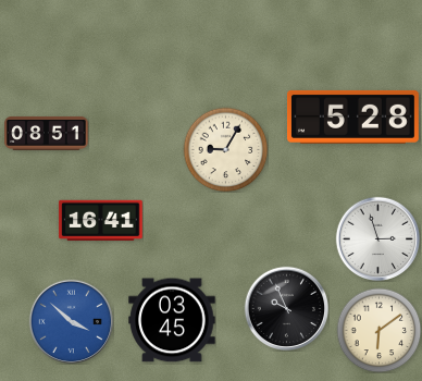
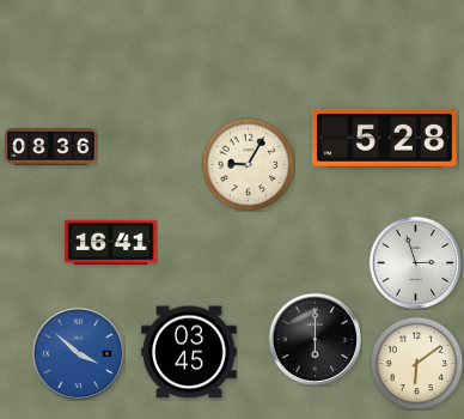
clock at (353, 116) position: (353, 116) -> (385, 138)
clock at (47, 133): 08:51 -> 08:36
clock at (286, 308): 9:56 -> 6:00
